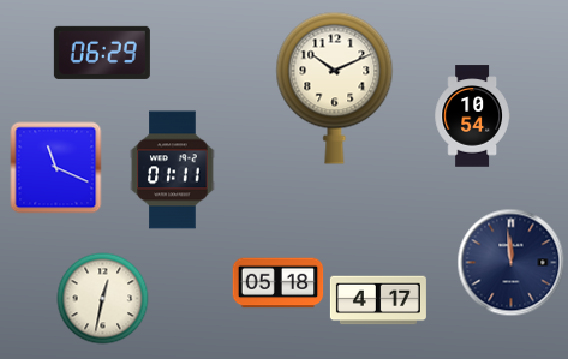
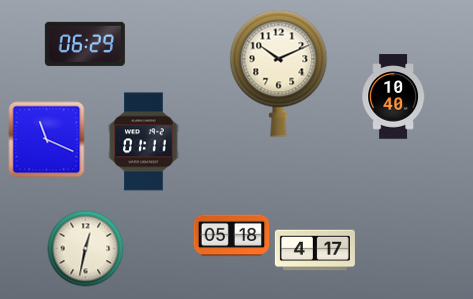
clock at (472, 116): 10:54 -> 10:40
clock at (512, 263): 11:59 -> none
